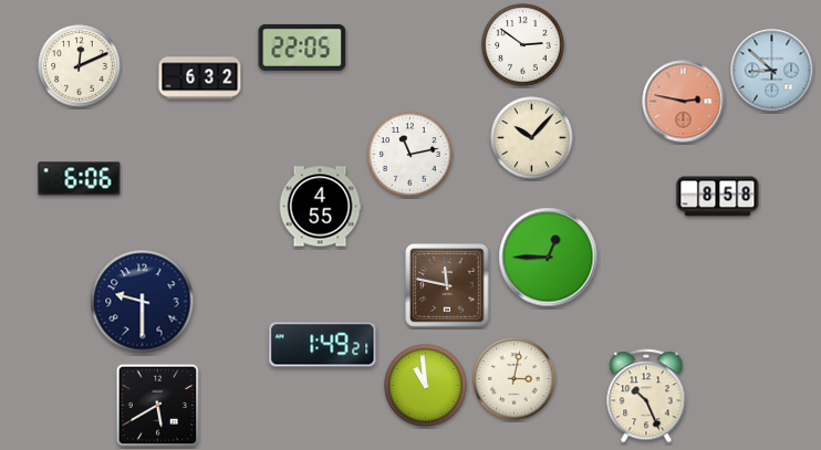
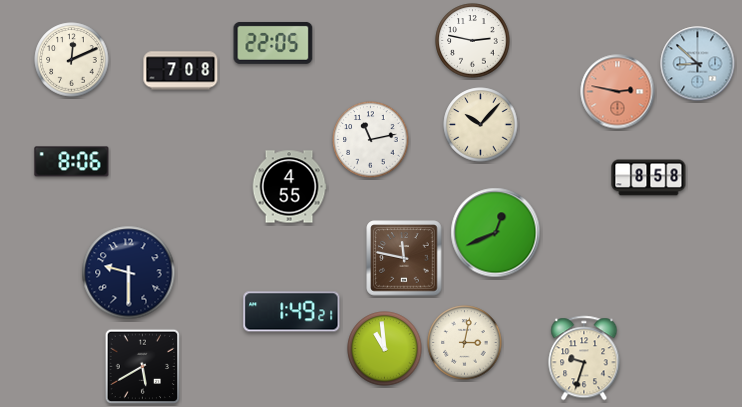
clock at (523, 45): 2:51 -> 2:47
clock at (200, 79): 6:32 -> 7:08
clock at (80, 179): 6:06 -> 8:06
clock at (549, 258): 12:45 -> 12:41
clock at (646, 396): 10:26 -> 9:33
